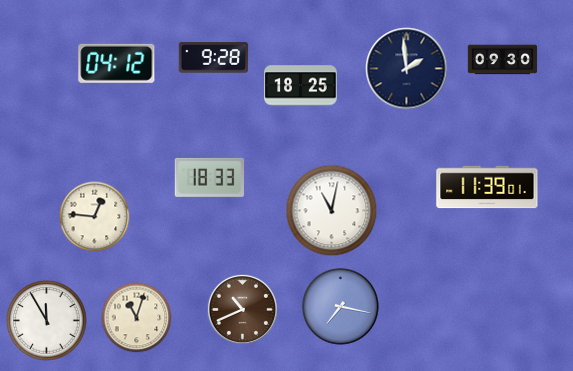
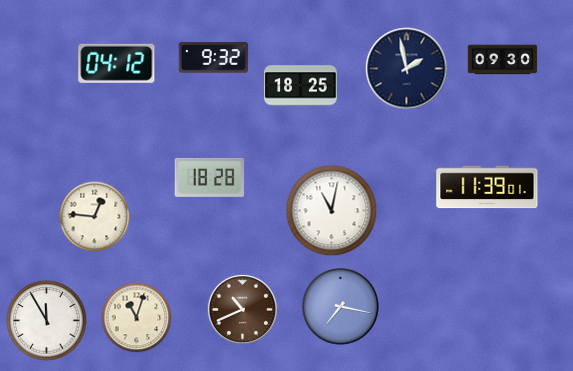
clock at (214, 58): 9:28 -> 9:32
clock at (407, 69): 1:59 -> 1:58
clock at (210, 177): 18:33 -> 18:28
